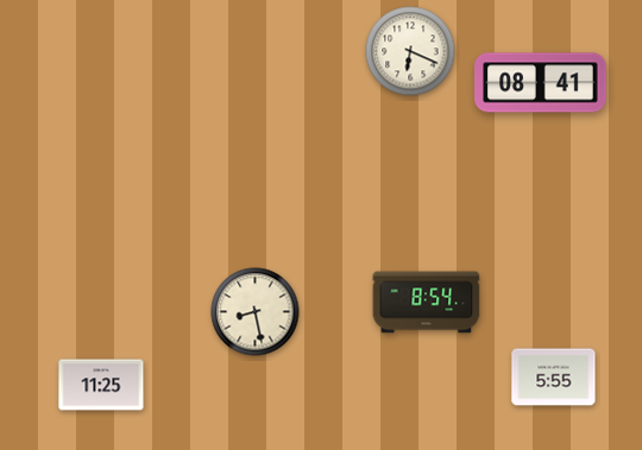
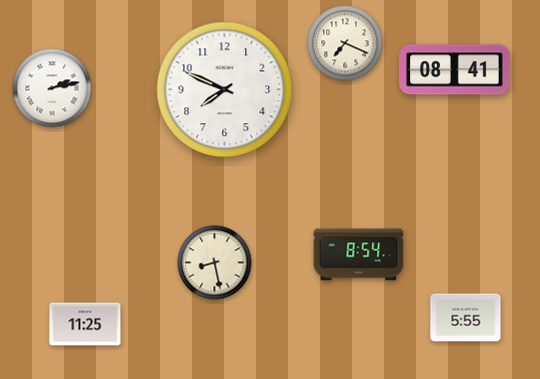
clock at (410, 51): 6:19 -> 7:19
clock at (52, 88): none -> 2:13
clock at (225, 90): none -> 7:49
